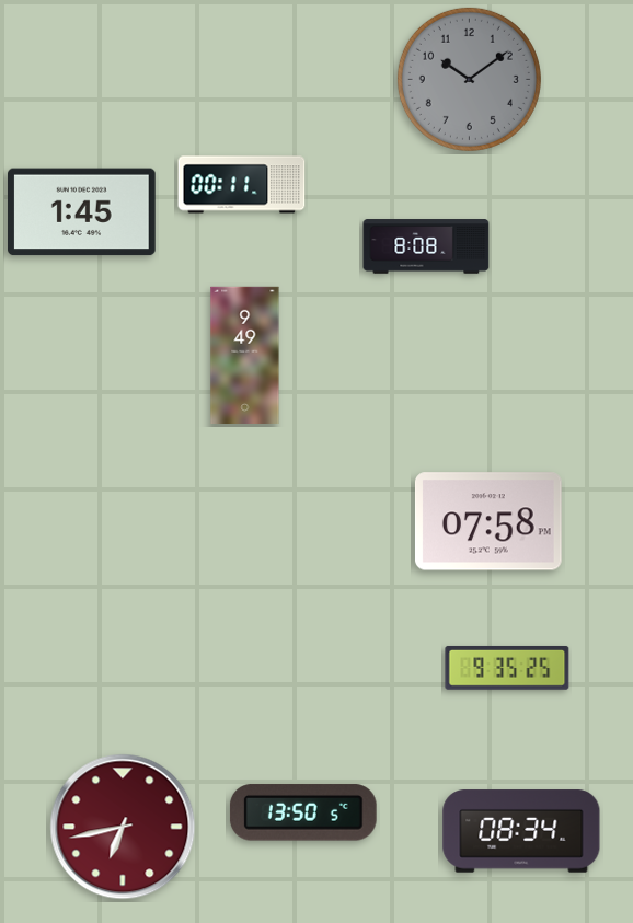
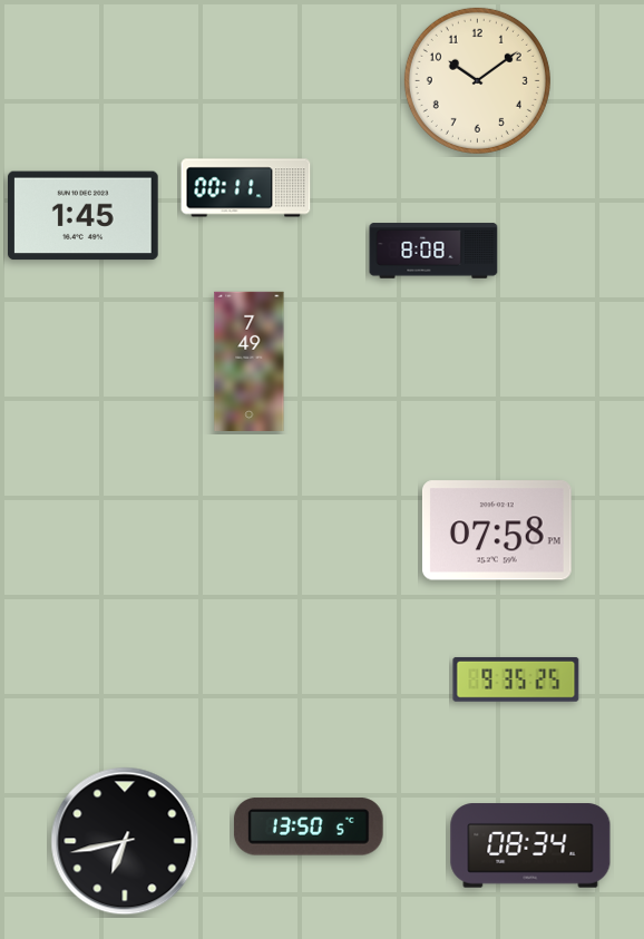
clock at (469, 79) dial: grey -> cream
clock at (245, 355): 9:49 -> 7:49
clock at (123, 827) dial: burgundy -> black
